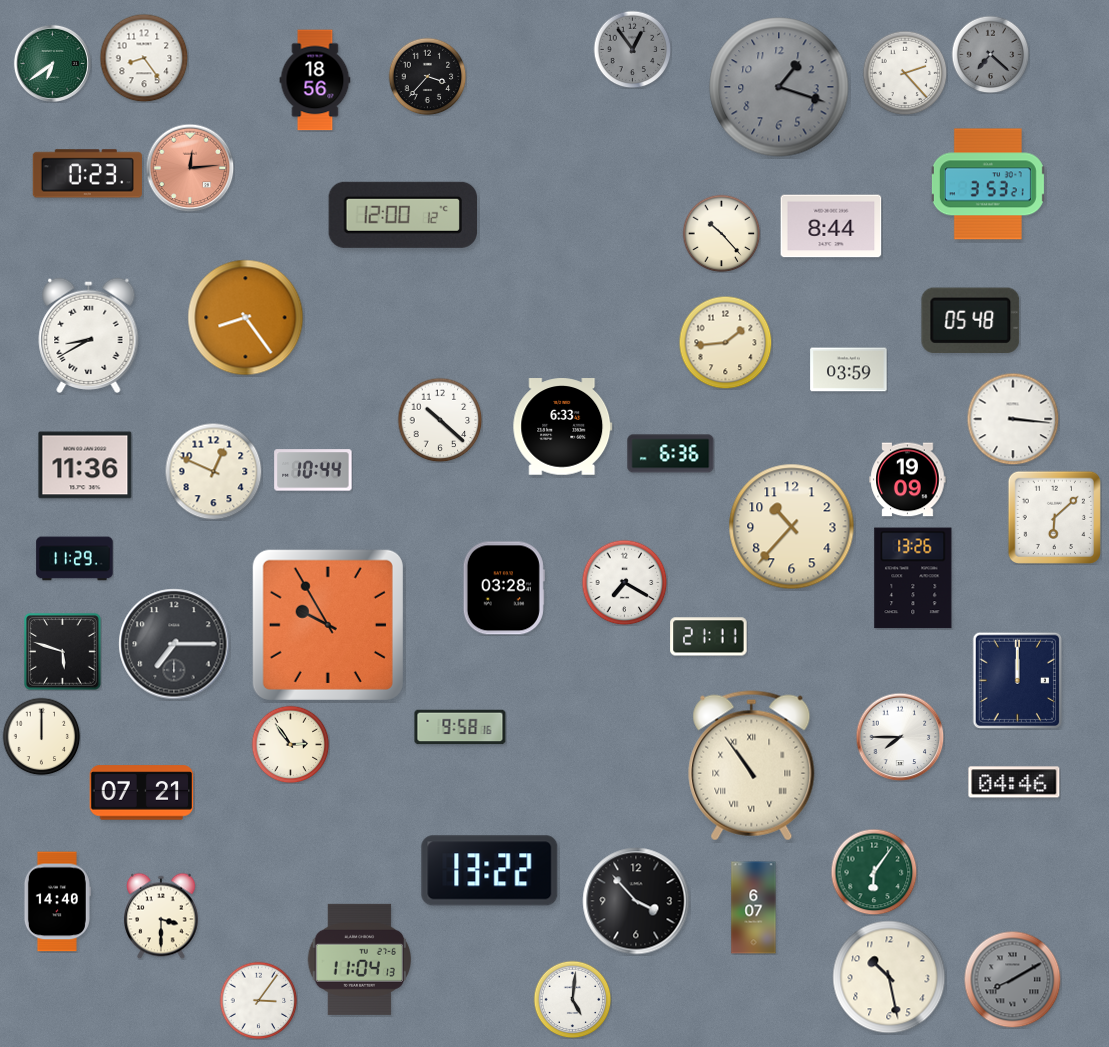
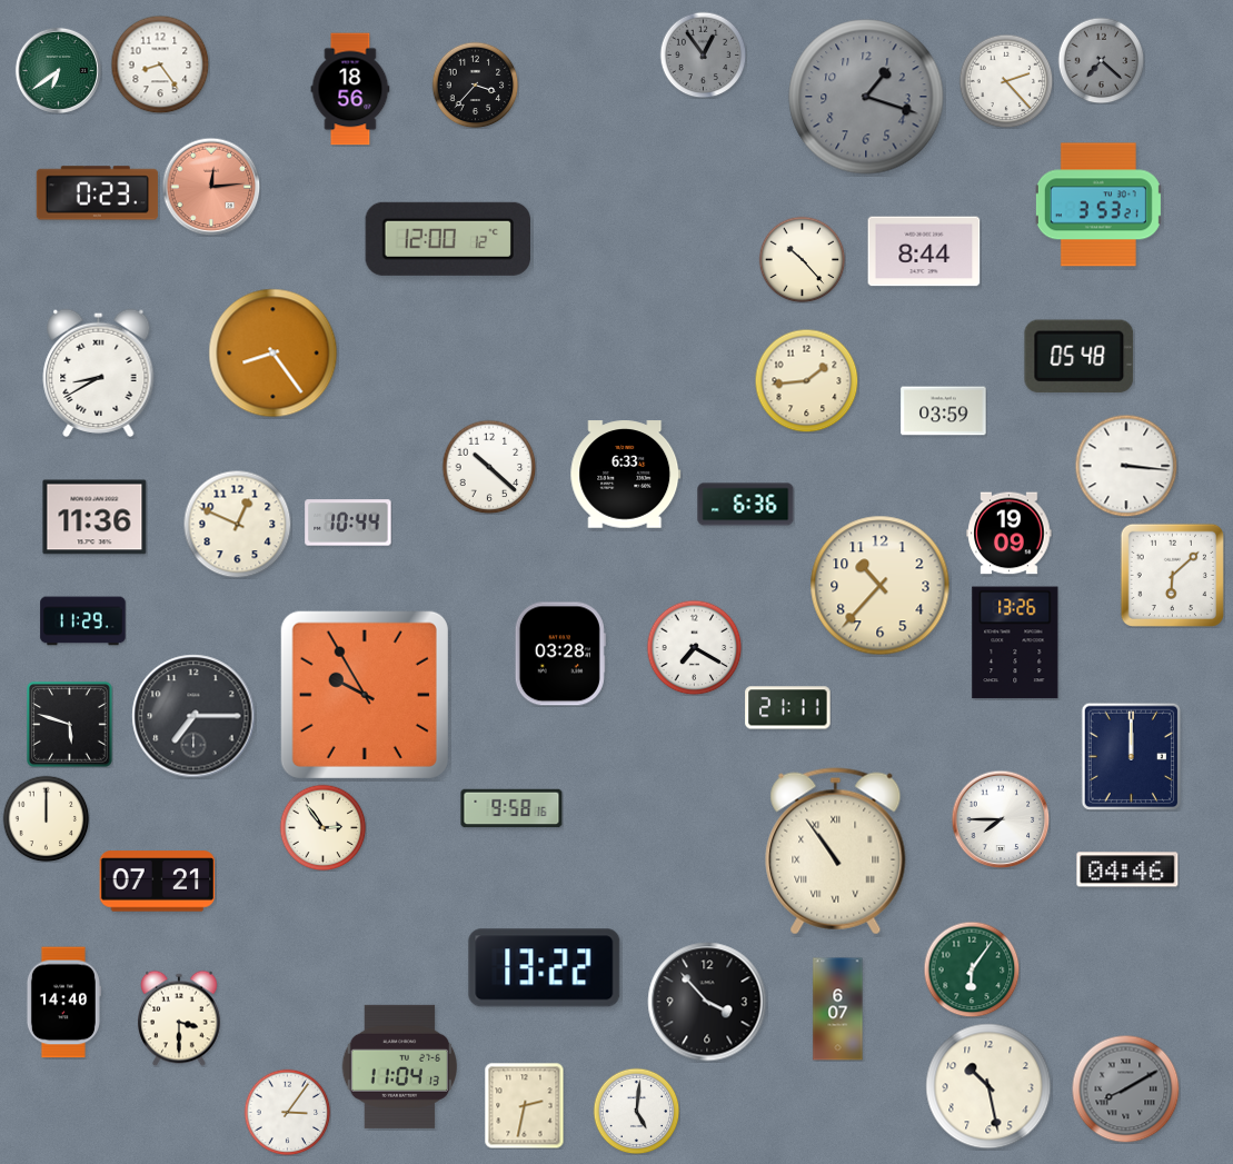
clock at (525, 1105): none -> 2:32
